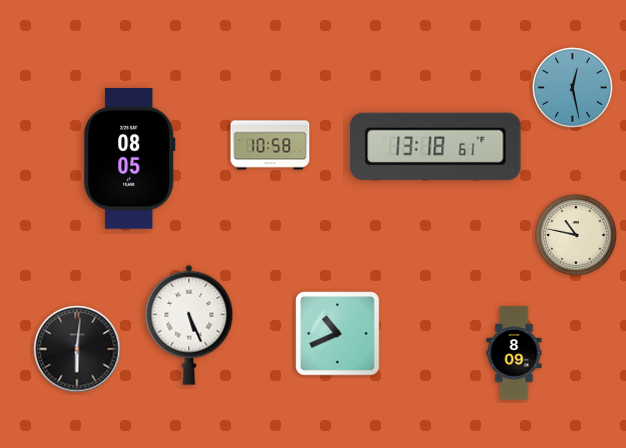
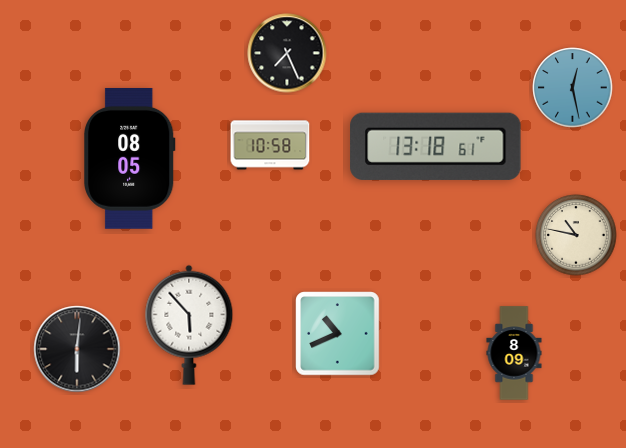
clock at (287, 53): none -> 7:26
clock at (189, 325): 5:26 -> 5:53
